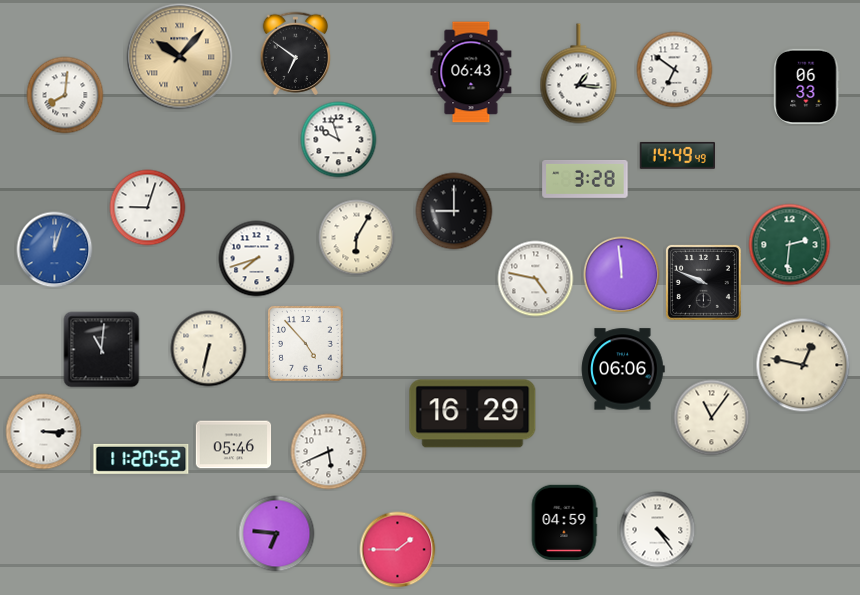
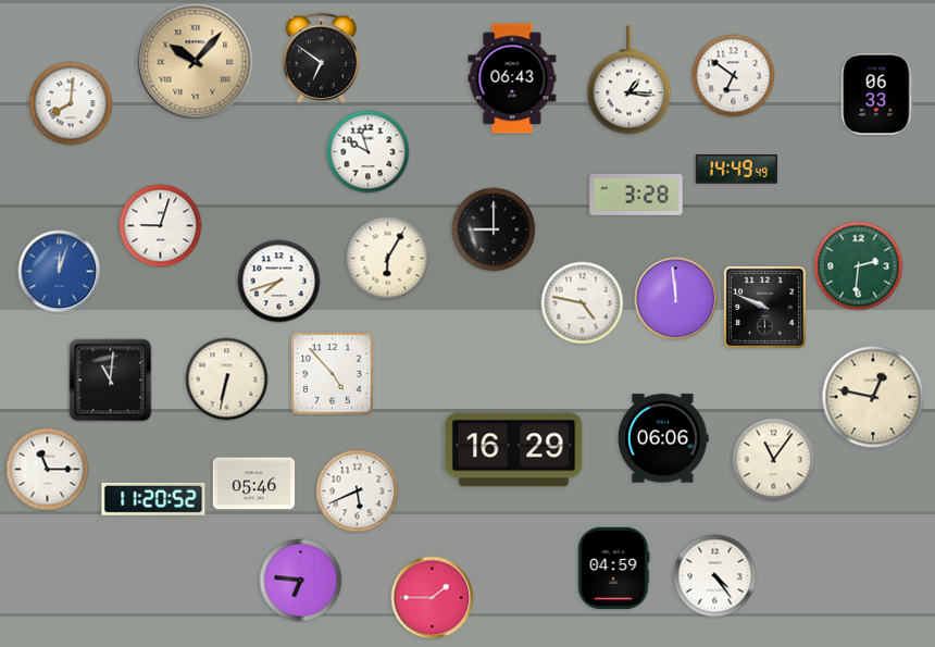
clock at (623, 369) position: (623, 369) -> (663, 438)
clock at (712, 418) position: (712, 418) -> (774, 460)
clock at (44, 432): 3:15 -> 11:15
